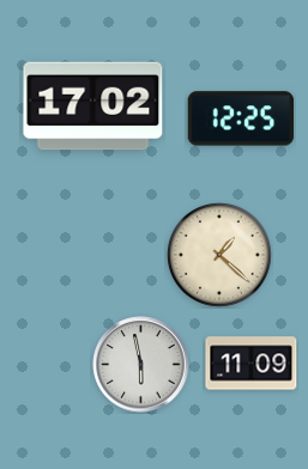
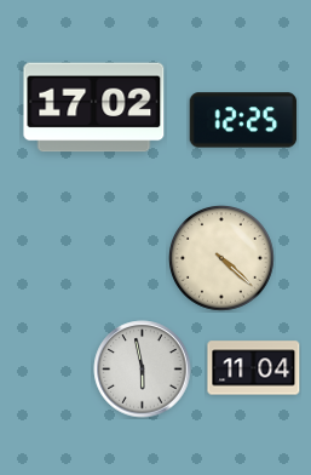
clock at (219, 256): 1:22 -> 4:22
clock at (252, 364): 11:09 -> 11:04
